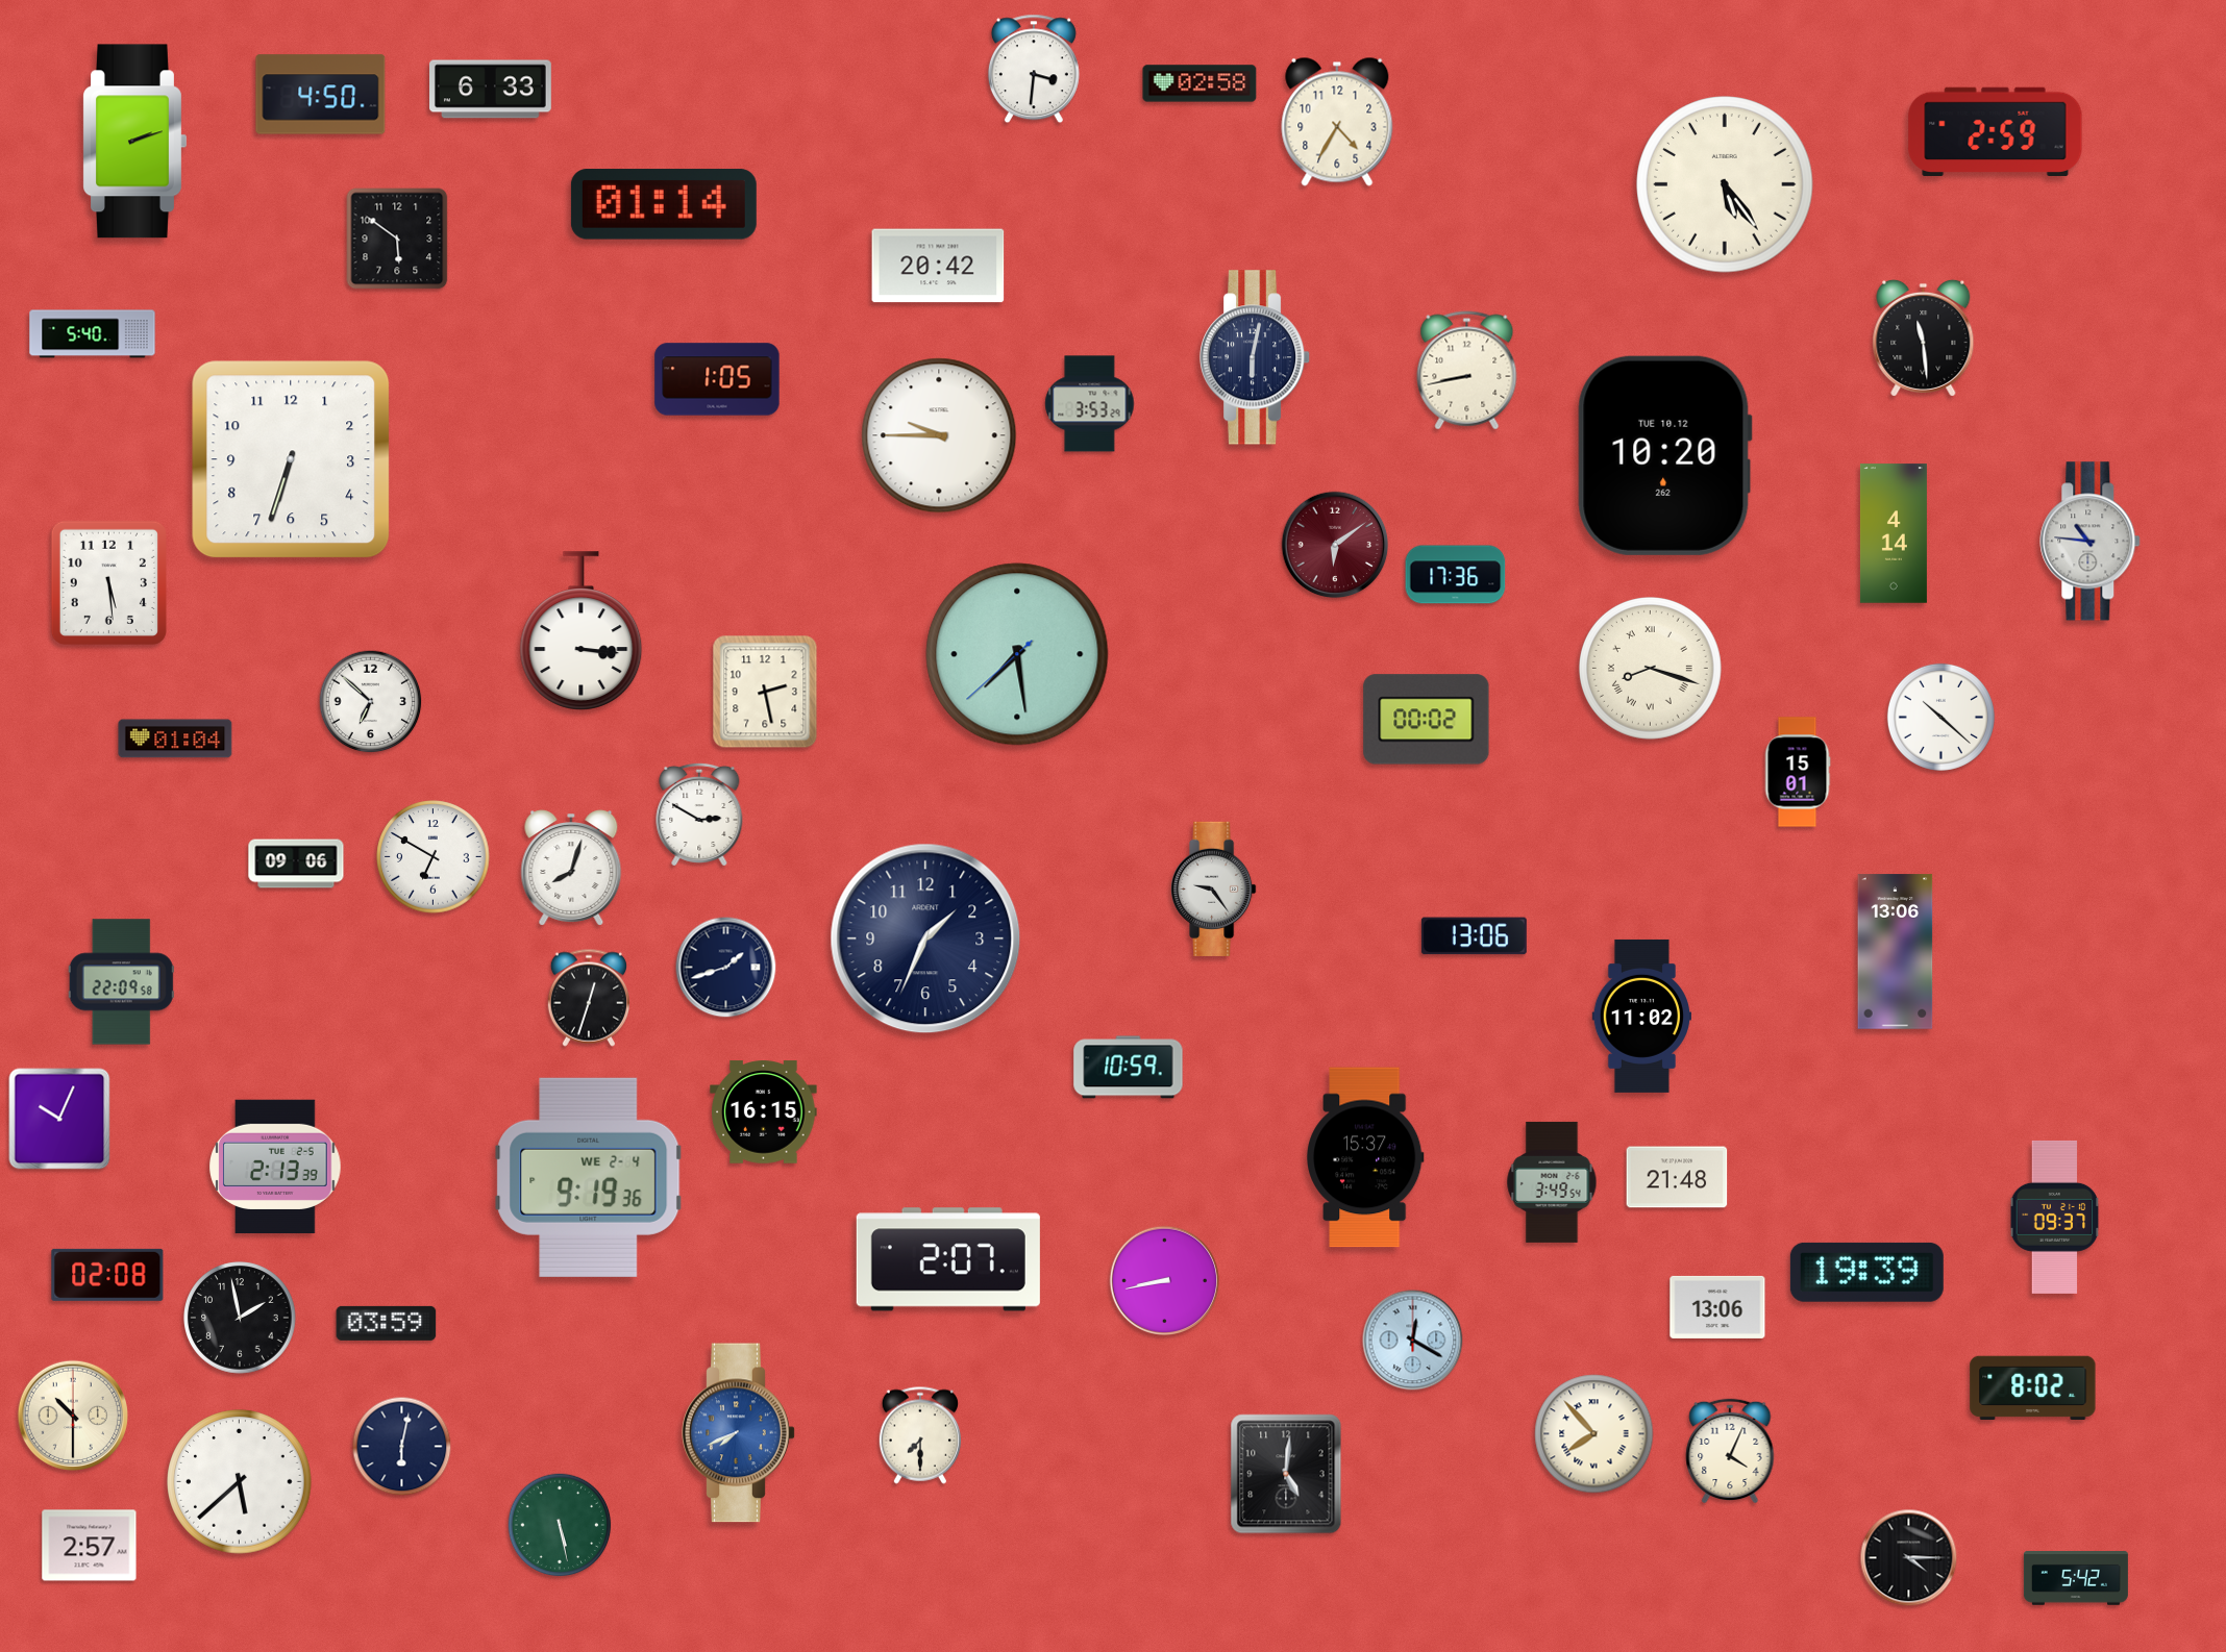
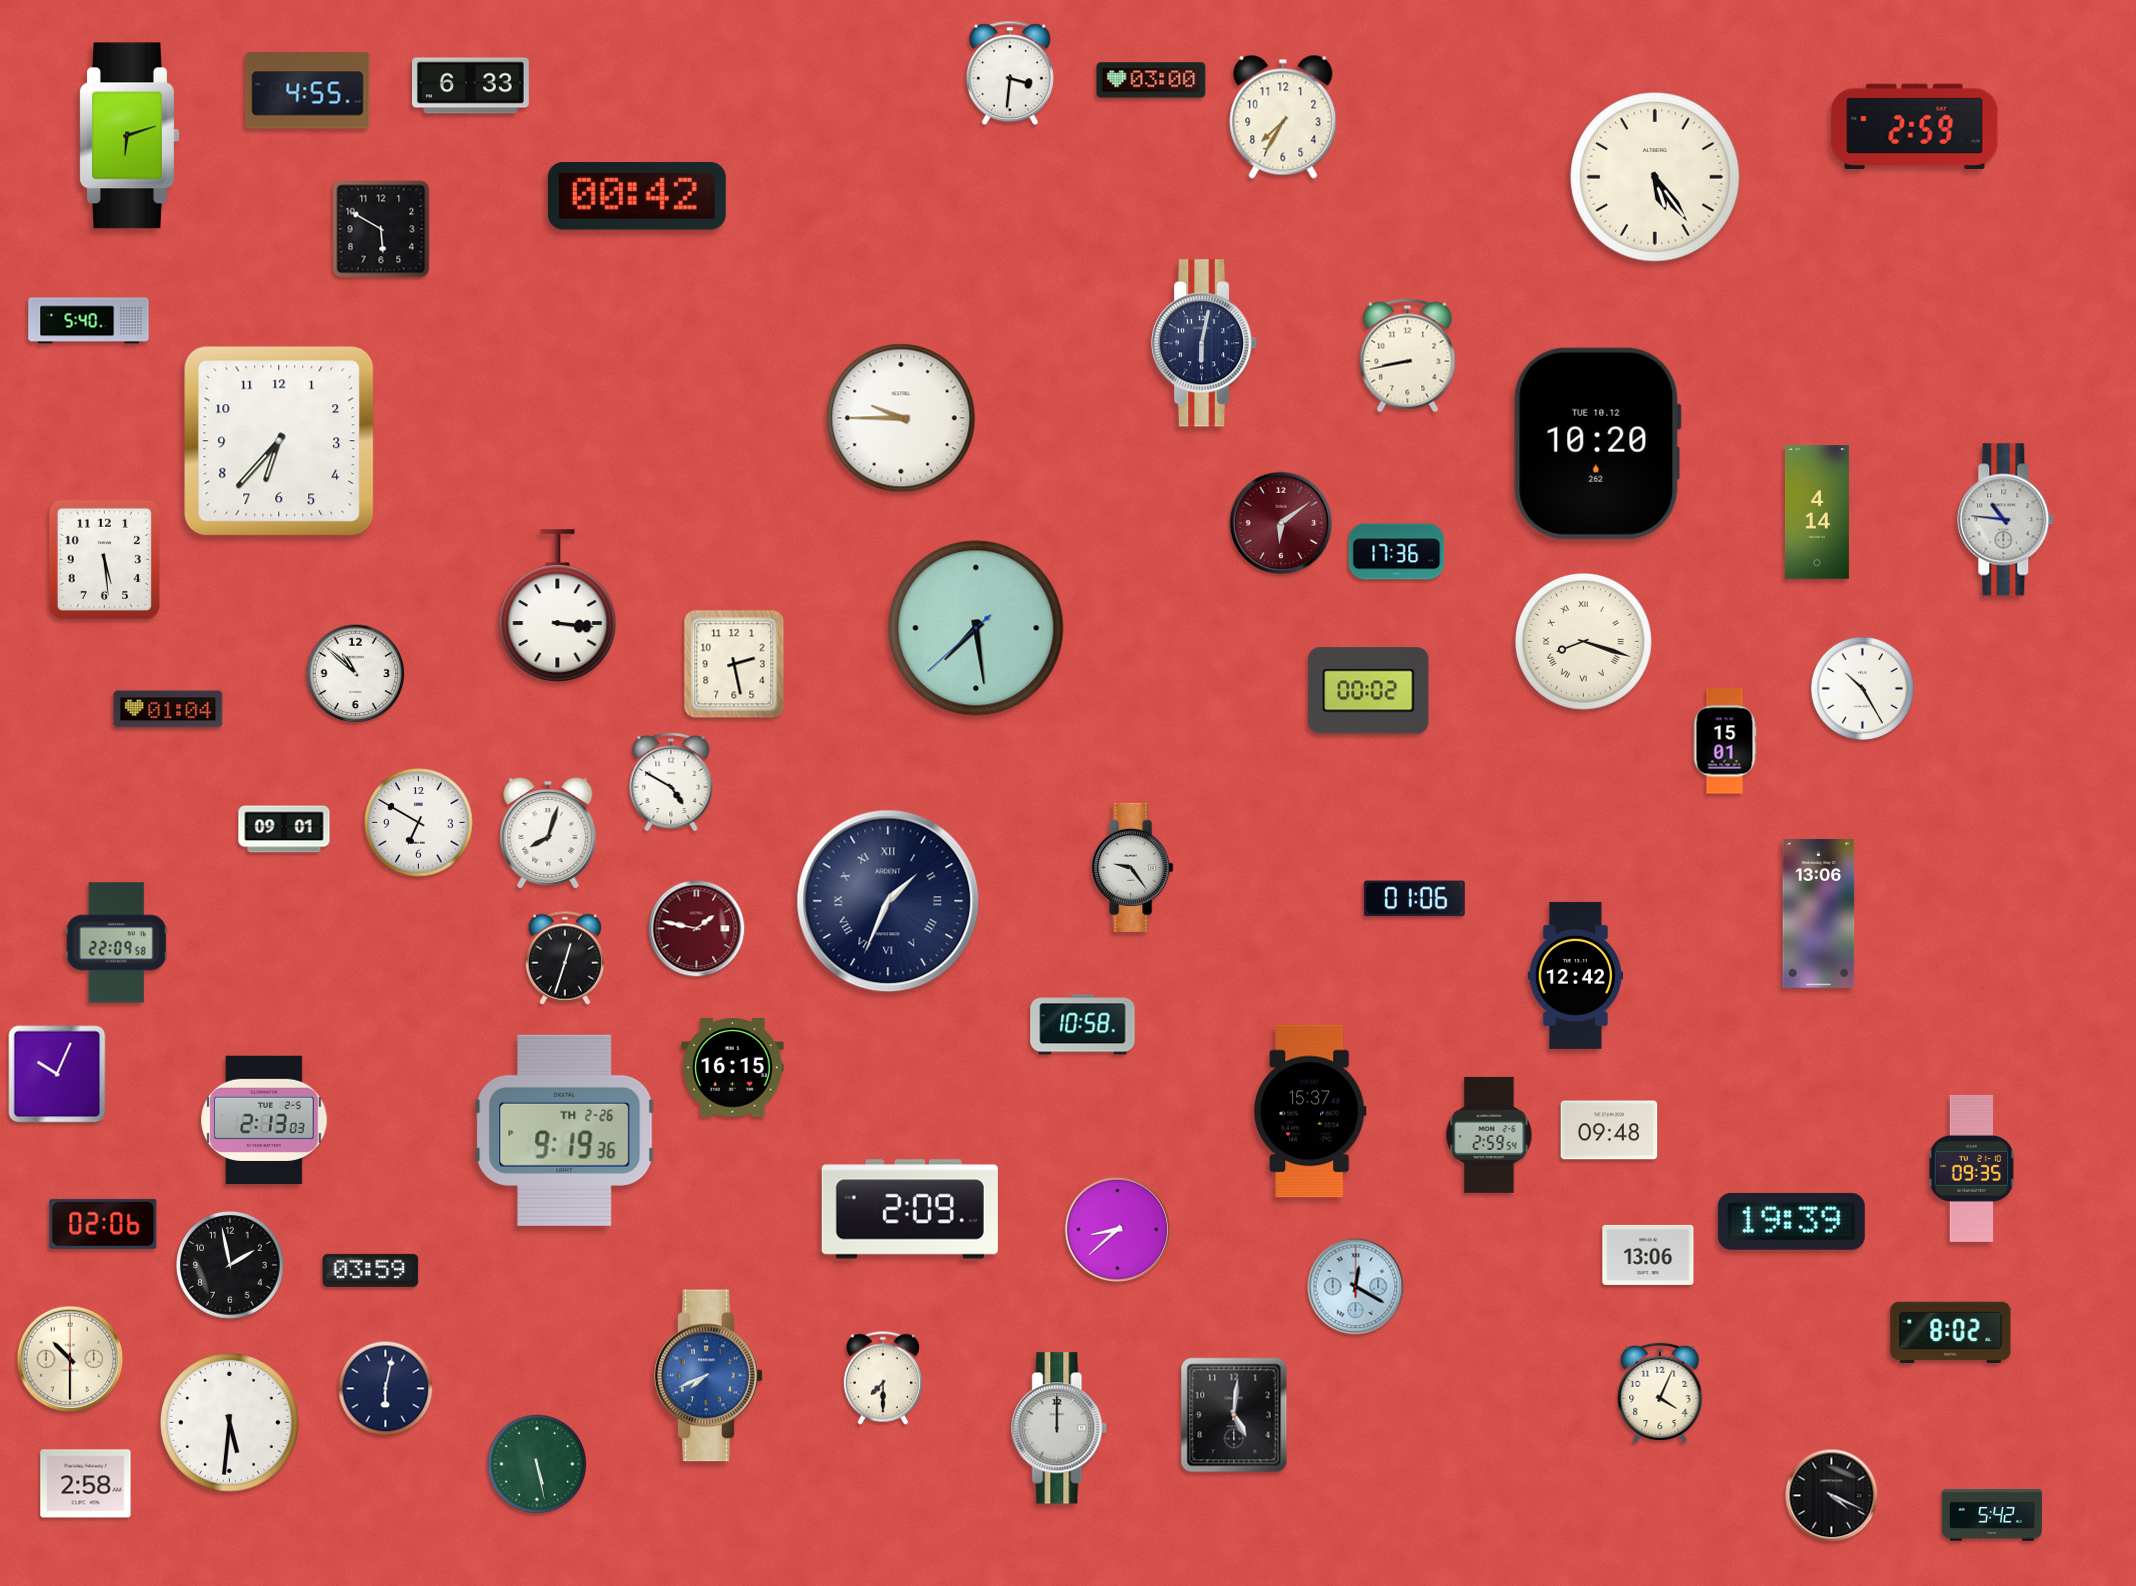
clock at (1034, 69) position: (1034, 69) -> (1010, 73)
clock at (1199, 83): 02:58 -> 03:00
clock at (321, 95): 4:50 -> 4:55
clock at (1337, 122): 4:35 -> 7:35
clock at (135, 142): 2:12 -> 6:12
clock at (664, 204): 01:14 -> 00:42
clock at (397, 239): 5:51 -> 5:50
clock at (938, 266): 20:42 -> none
clock at (1924, 337): 11:29 -> none
clock at (717, 379): 1:05 -> none
clock at (1090, 404): 3:53 -> none
clock at (1664, 455) position: (1664, 455) -> (1597, 443)
clock at (291, 459): 6:33 -> 6:37
clock at (371, 702): 6:52 -> 10:52
clock at (1940, 717): 10:22 -> 10:25
clock at (699, 815): 2:50 -> 4:50
clock at (434, 857) position: (434, 857) -> (419, 823)
clock at (296, 863): 09:06 -> 09:01
clock at (1214, 888) position: (1214, 888) -> (1133, 867)
clock at (1474, 936): 13:06 -> 01:06
clock at (925, 938) numerals: Arabic -> Roman
clock at (726, 968): 1:42 -> 1:47
clock at (726, 968) dial: navy -> burgundy
clock at (1641, 1016): 11:02 -> 12:42
clock at (1129, 1068): 10:59 -> 10:58
clock at (275, 1167): 2:13:39 -> 2:13:03
clock at (589, 1177) date: WE 2-4 -> TH 2-26
clock at (1677, 1177): 21:48 -> 09:48
clock at (1552, 1182): 3:49 -> 2:59
clock at (2055, 1217): 09:37 -> 09:35
clock at (948, 1259): 2:07 -> 2:09
clock at (107, 1275): 02:08 -> 02:06
clock at (1165, 1281): 8:43 -> 8:38
clock at (1594, 1434): 7:53 -> none
clock at (240, 1482): 5:38 -> 5:31
clock at (1060, 1428): none -> 12:00
clock at (90, 1546): 2:57 -> 2:58
clock at (1909, 1558): 4:15 -> 4:19
